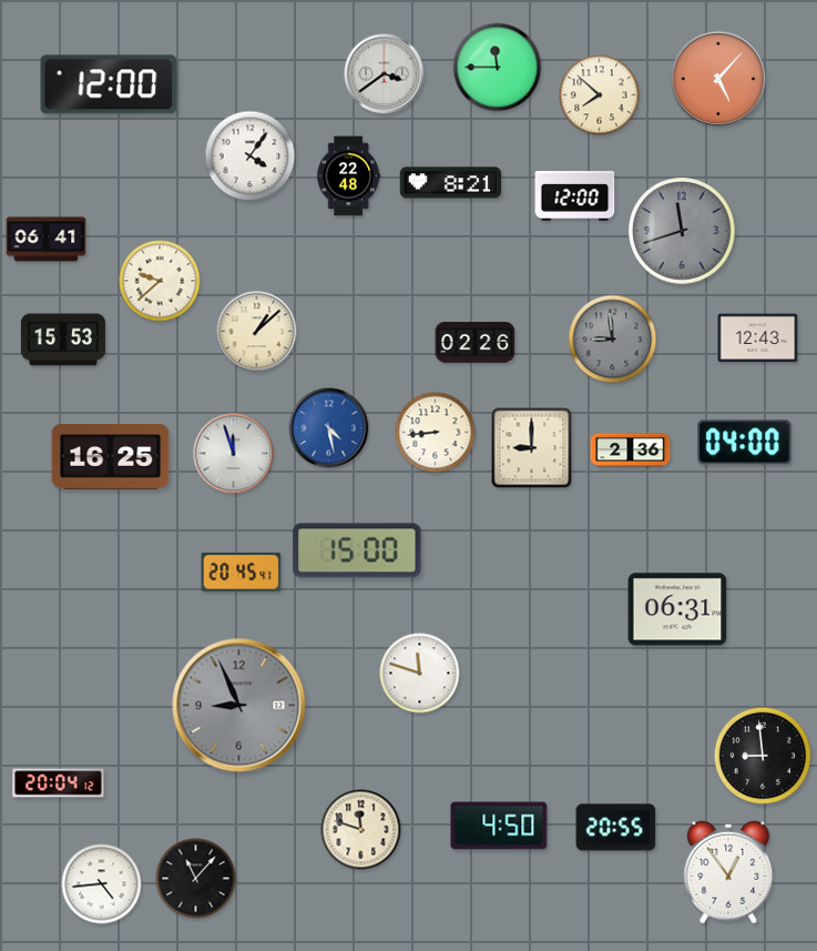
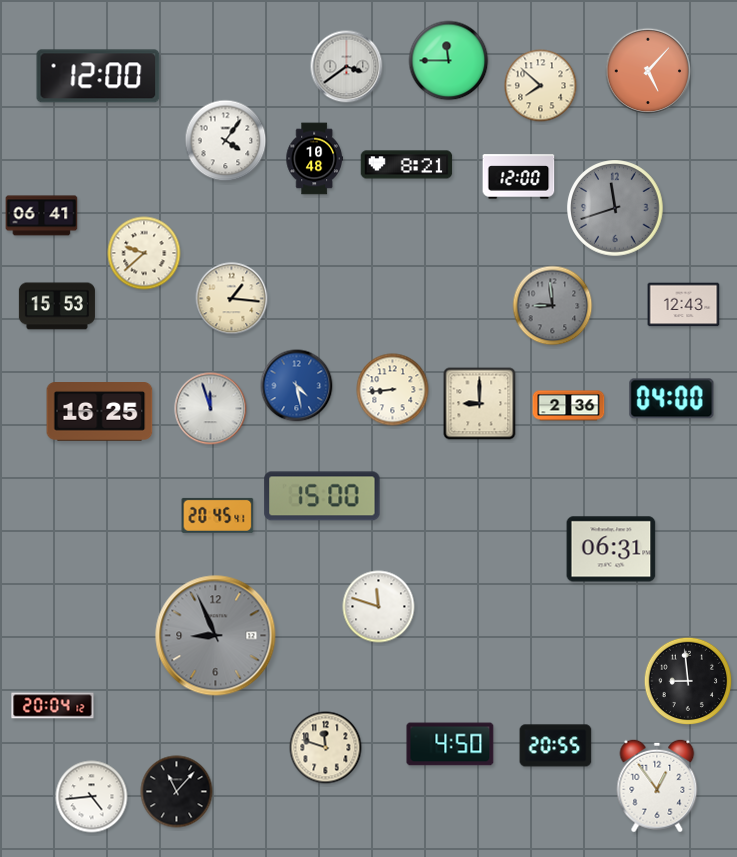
clock at (348, 176): 22:48 -> 10:48
clock at (257, 332): 1:08 -> 1:16
clock at (476, 343): 02:26 -> none
